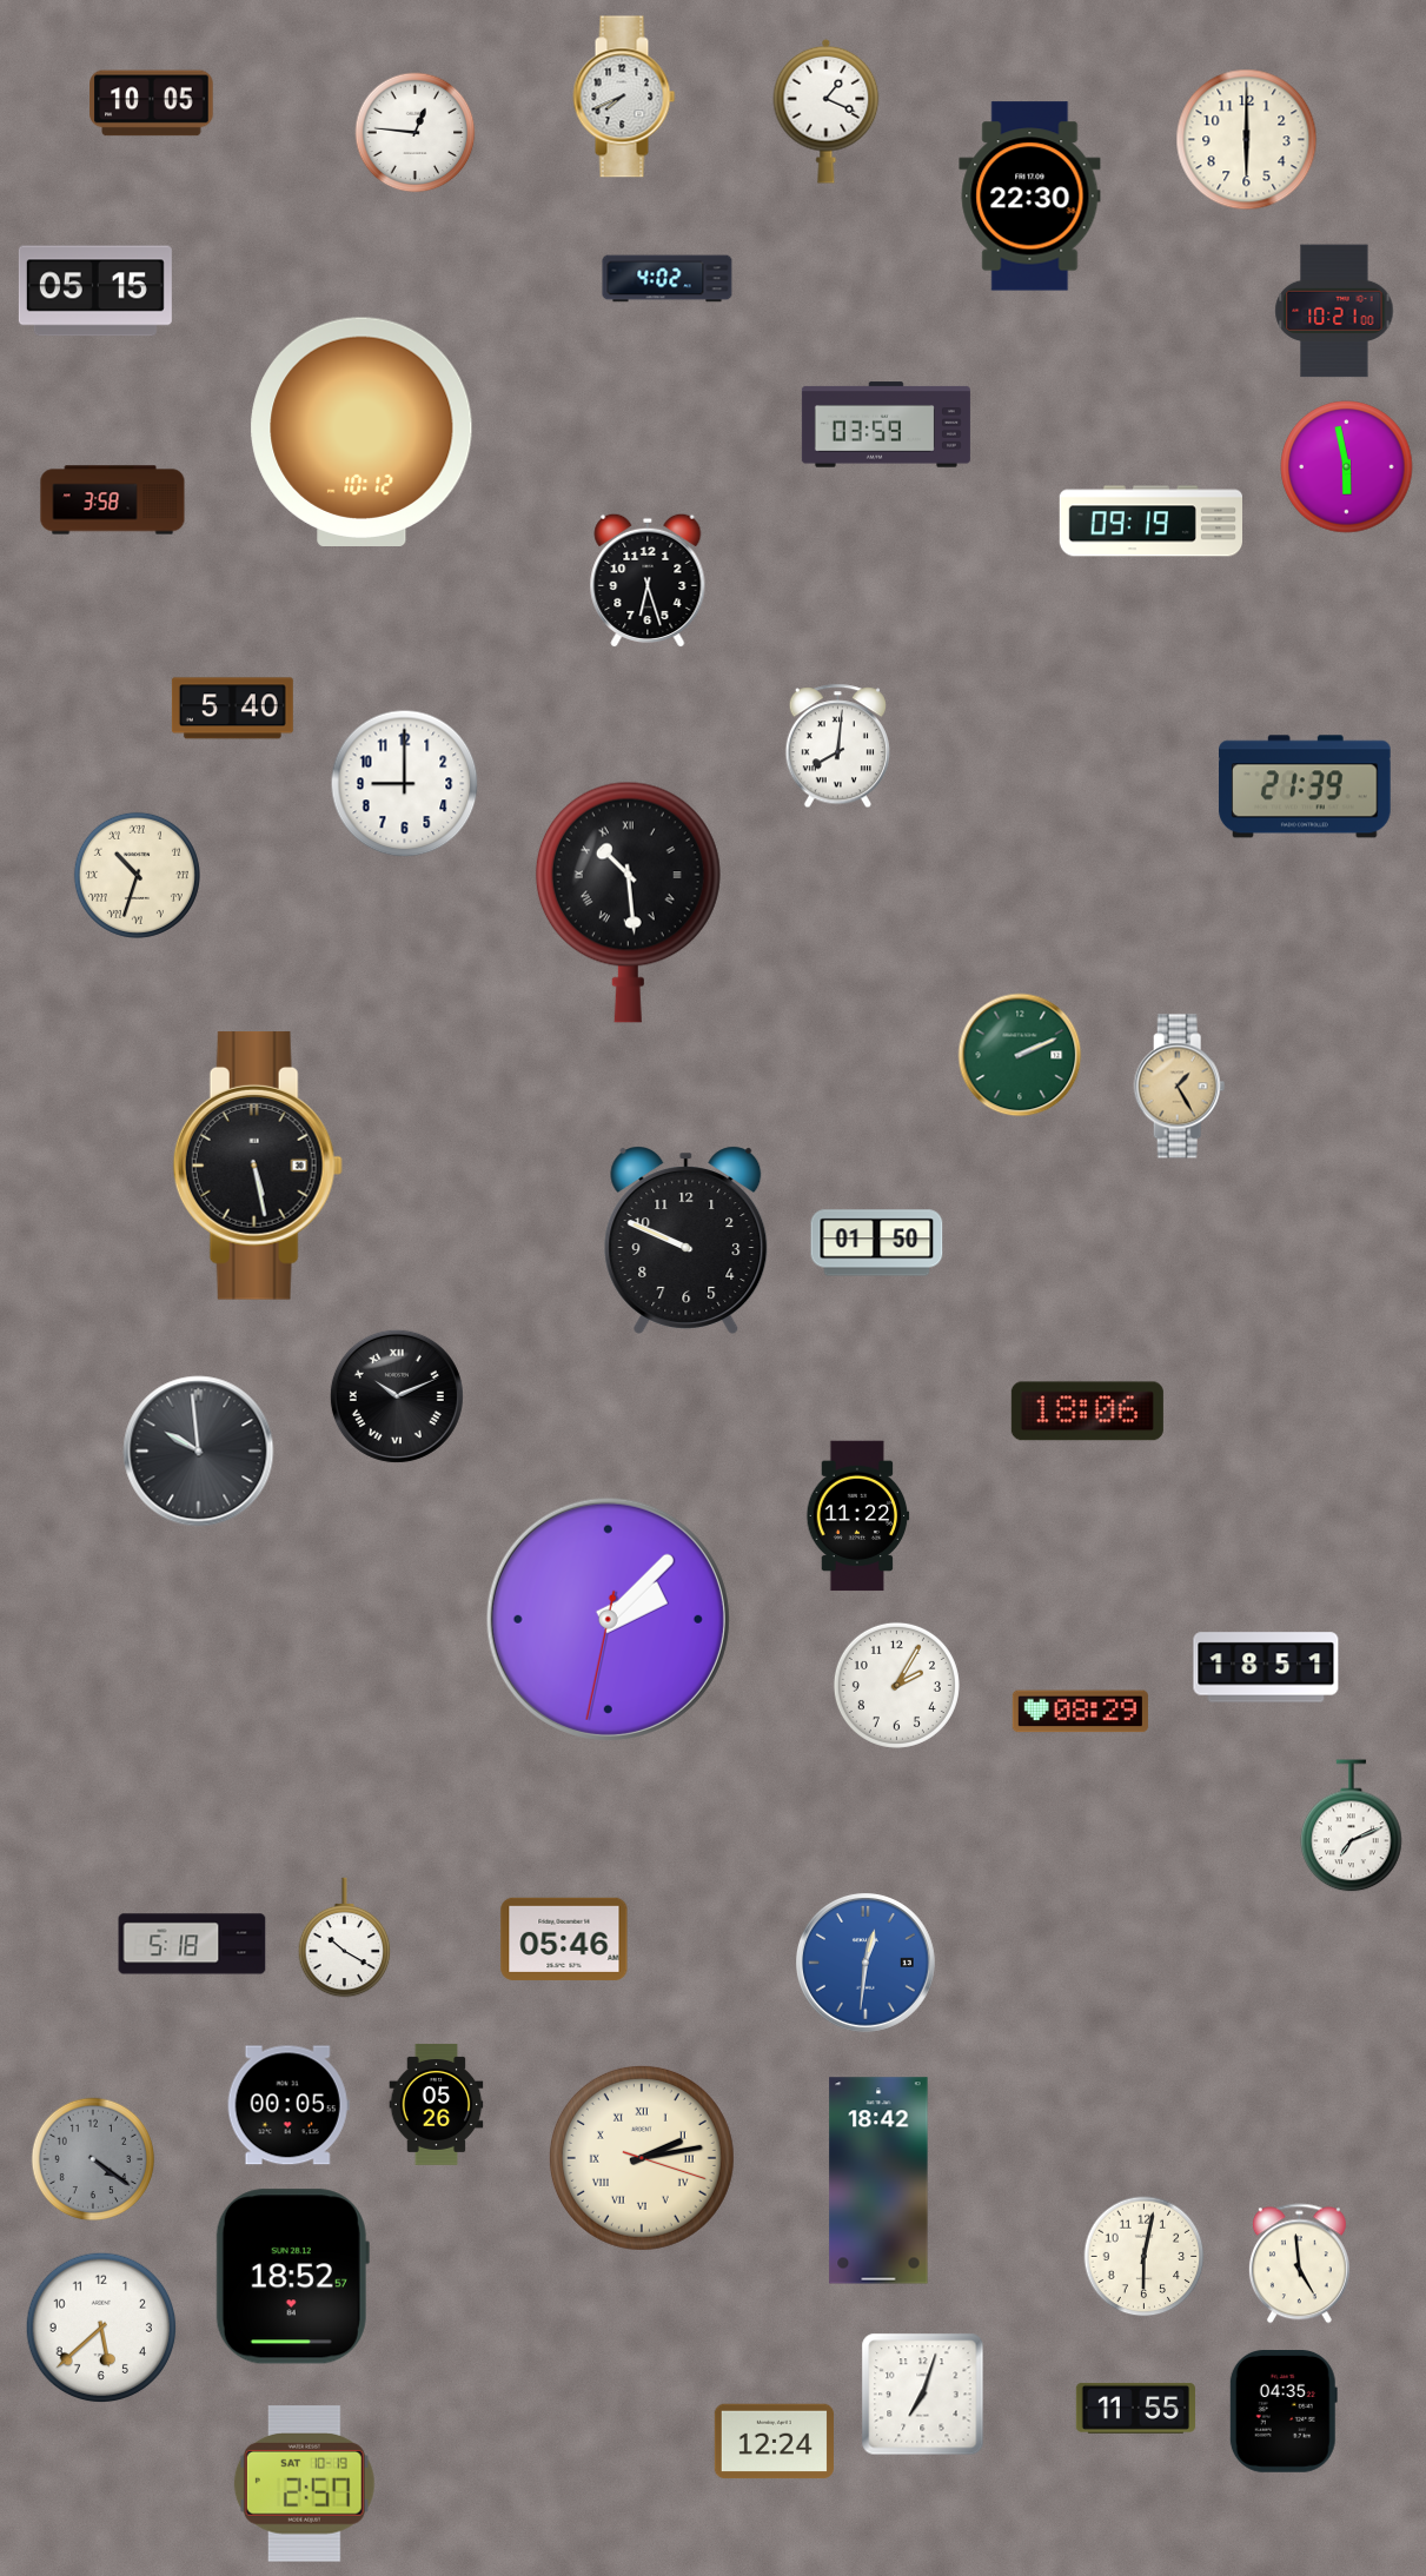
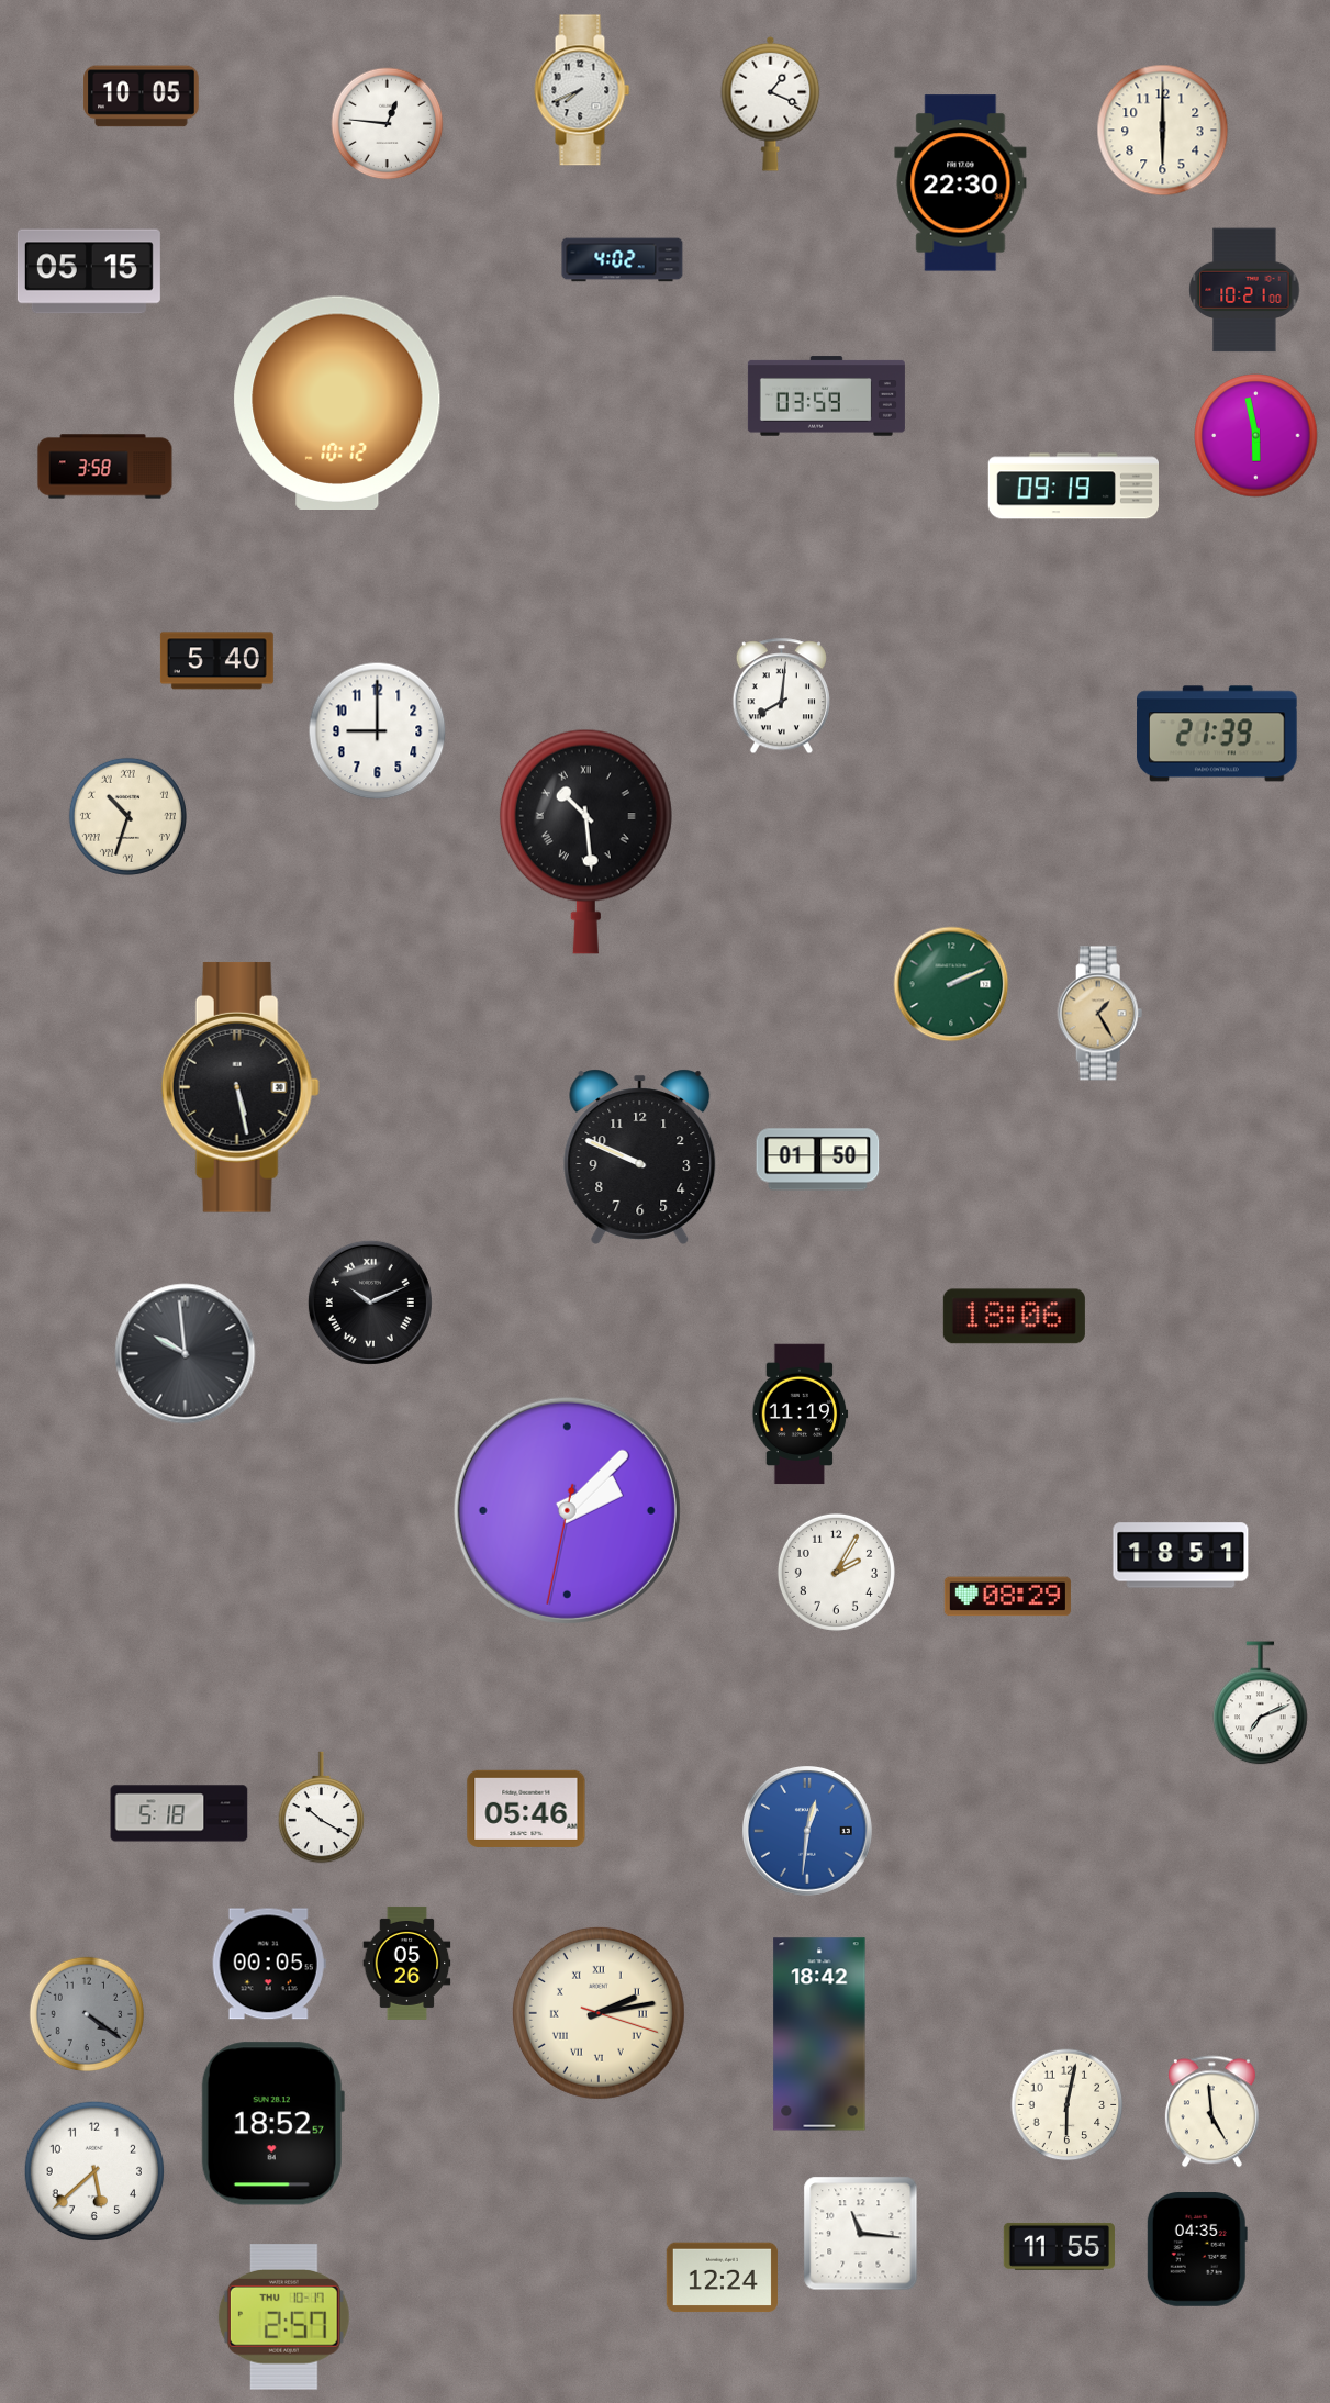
clock at (648, 580): 6:27 -> none
clock at (858, 1516): 11:22 -> 11:19
clock at (923, 2395): 7:03 -> 11:16
clock at (304, 2484) date: SAT 10-19 -> THU 10-17
